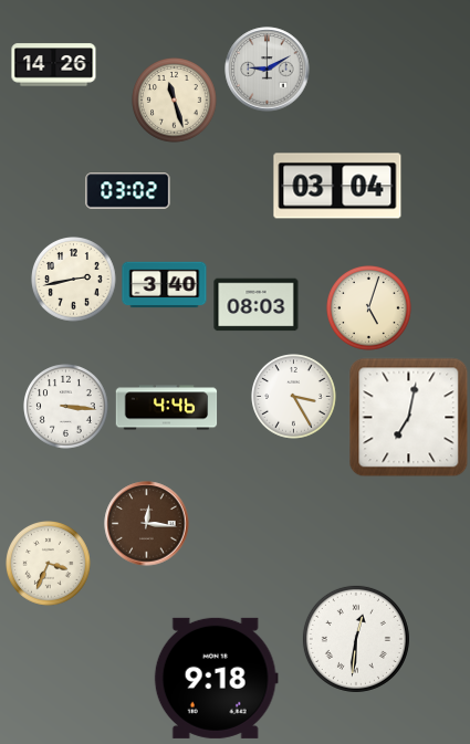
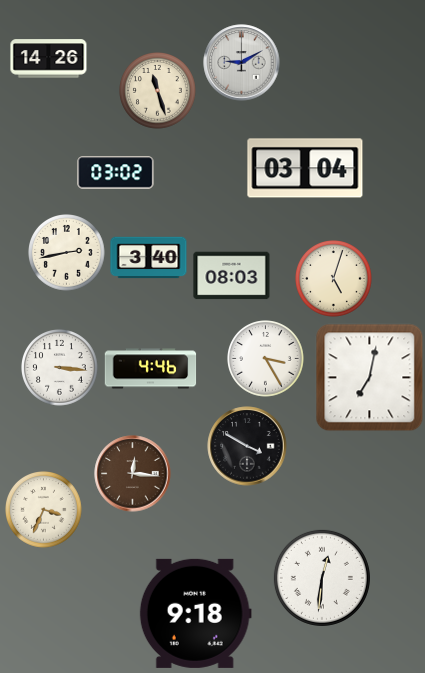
clock at (247, 446): none -> 3:50
